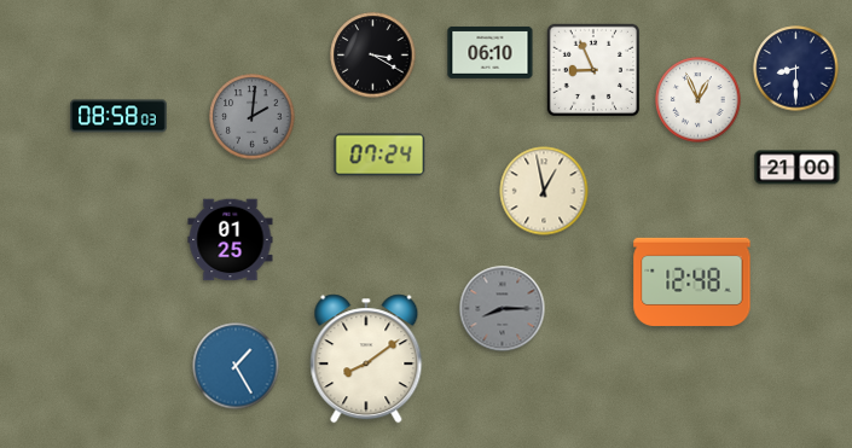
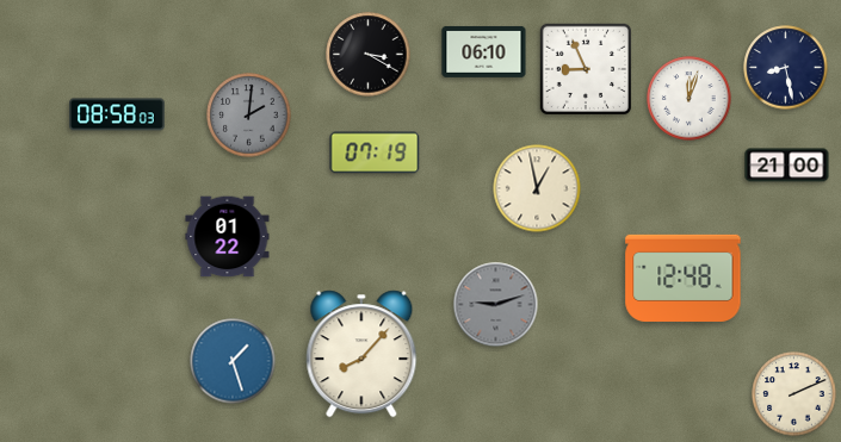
clock at (796, 69): 8:30 -> 8:28
clock at (699, 100): 12:56 -> 12:03
clock at (379, 155): 07:24 -> 07:19
clock at (231, 240): 01:25 -> 01:22
clock at (503, 309): 8:15 -> 9:12
clock at (366, 359): 8:09 -> 8:07
clock at (236, 366): 1:25 -> 1:27
clock at (794, 394): none -> 2:11
